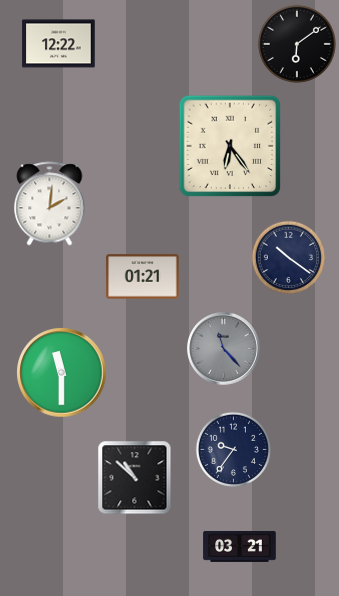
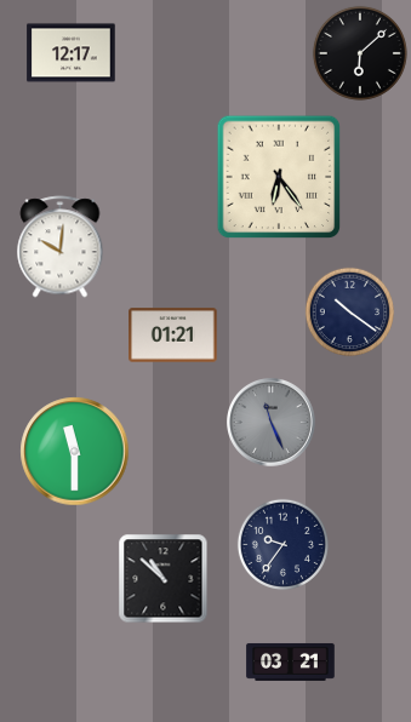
clock at (59, 44): 12:22 -> 12:17
clock at (297, 44): 6:09 -> 6:08
clock at (50, 204): 2:01 -> 10:01
clock at (224, 349): 11:23 -> 11:26
